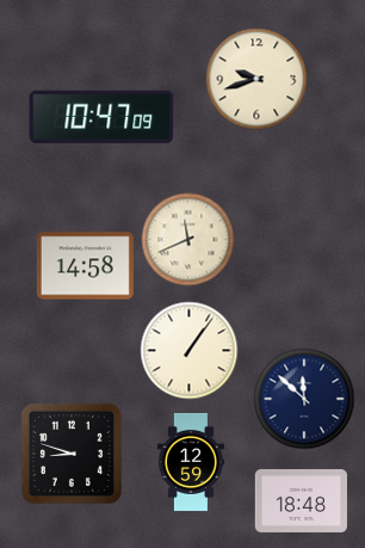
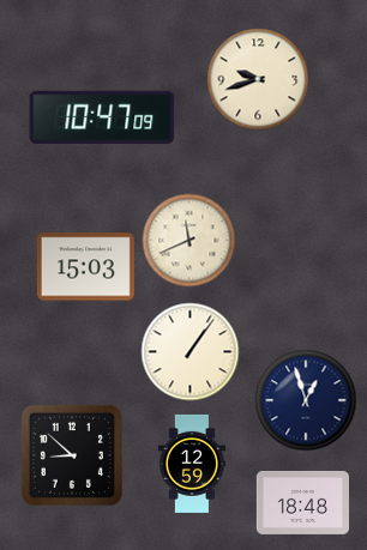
clock at (85, 266): 14:58 -> 15:03
clock at (304, 399): 11:52 -> 12:57
clock at (72, 454): 8:48 -> 8:52
